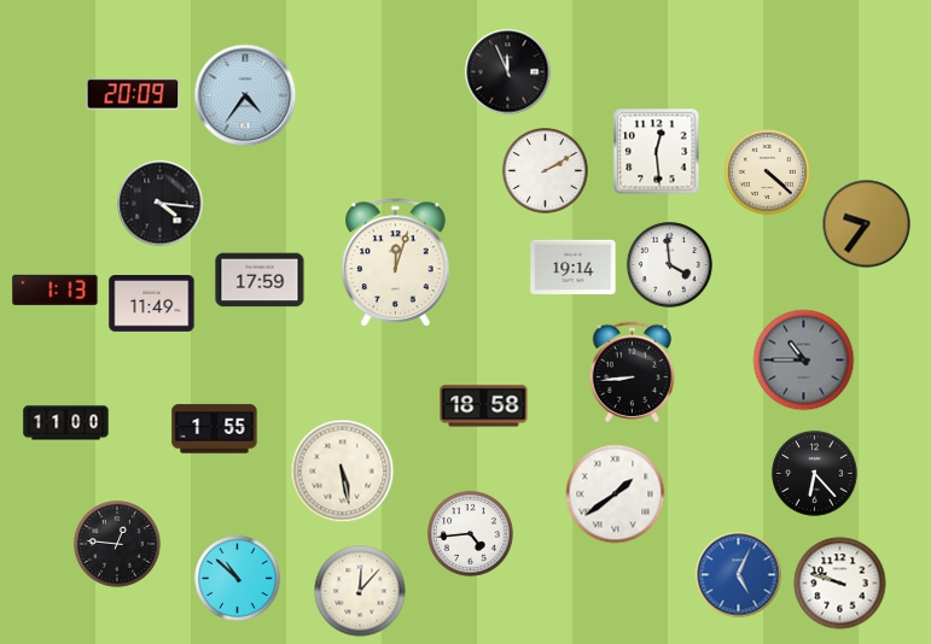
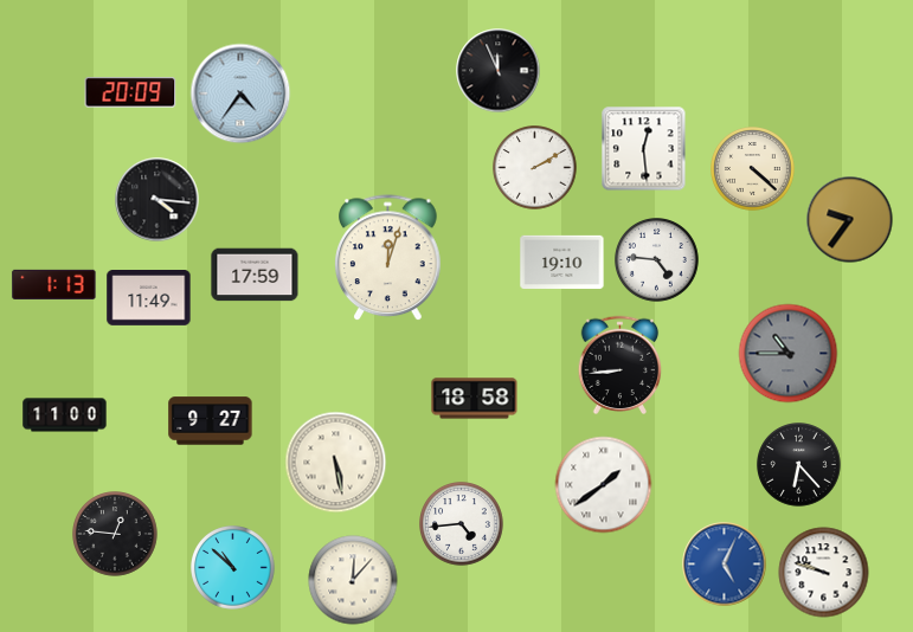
clock at (670, 265): 3:59 -> 4:46
clock at (574, 268): 19:14 -> 19:10
clock at (215, 429): 1:55 -> 9:27
